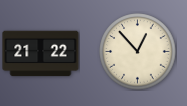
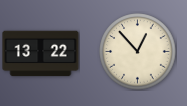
clock at (41, 54): 21:22 -> 13:22
